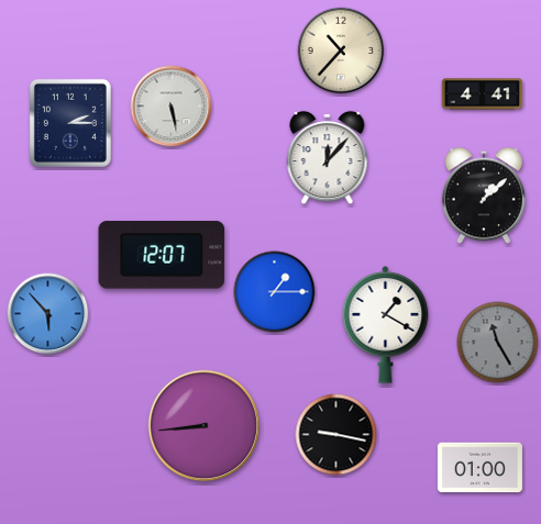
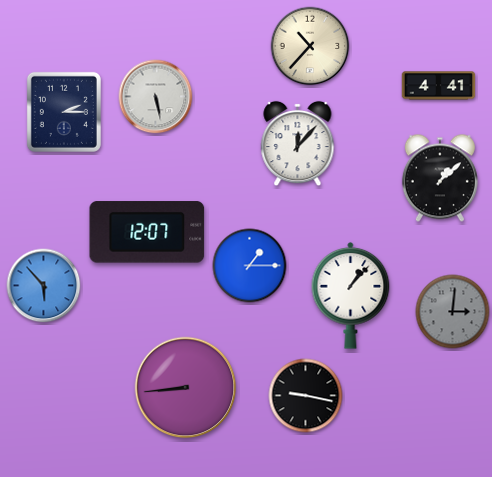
clock at (386, 325): 1:20 -> 1:07
clock at (498, 343): 11:25 -> 3:01
clock at (479, 468): 01:00 -> none
